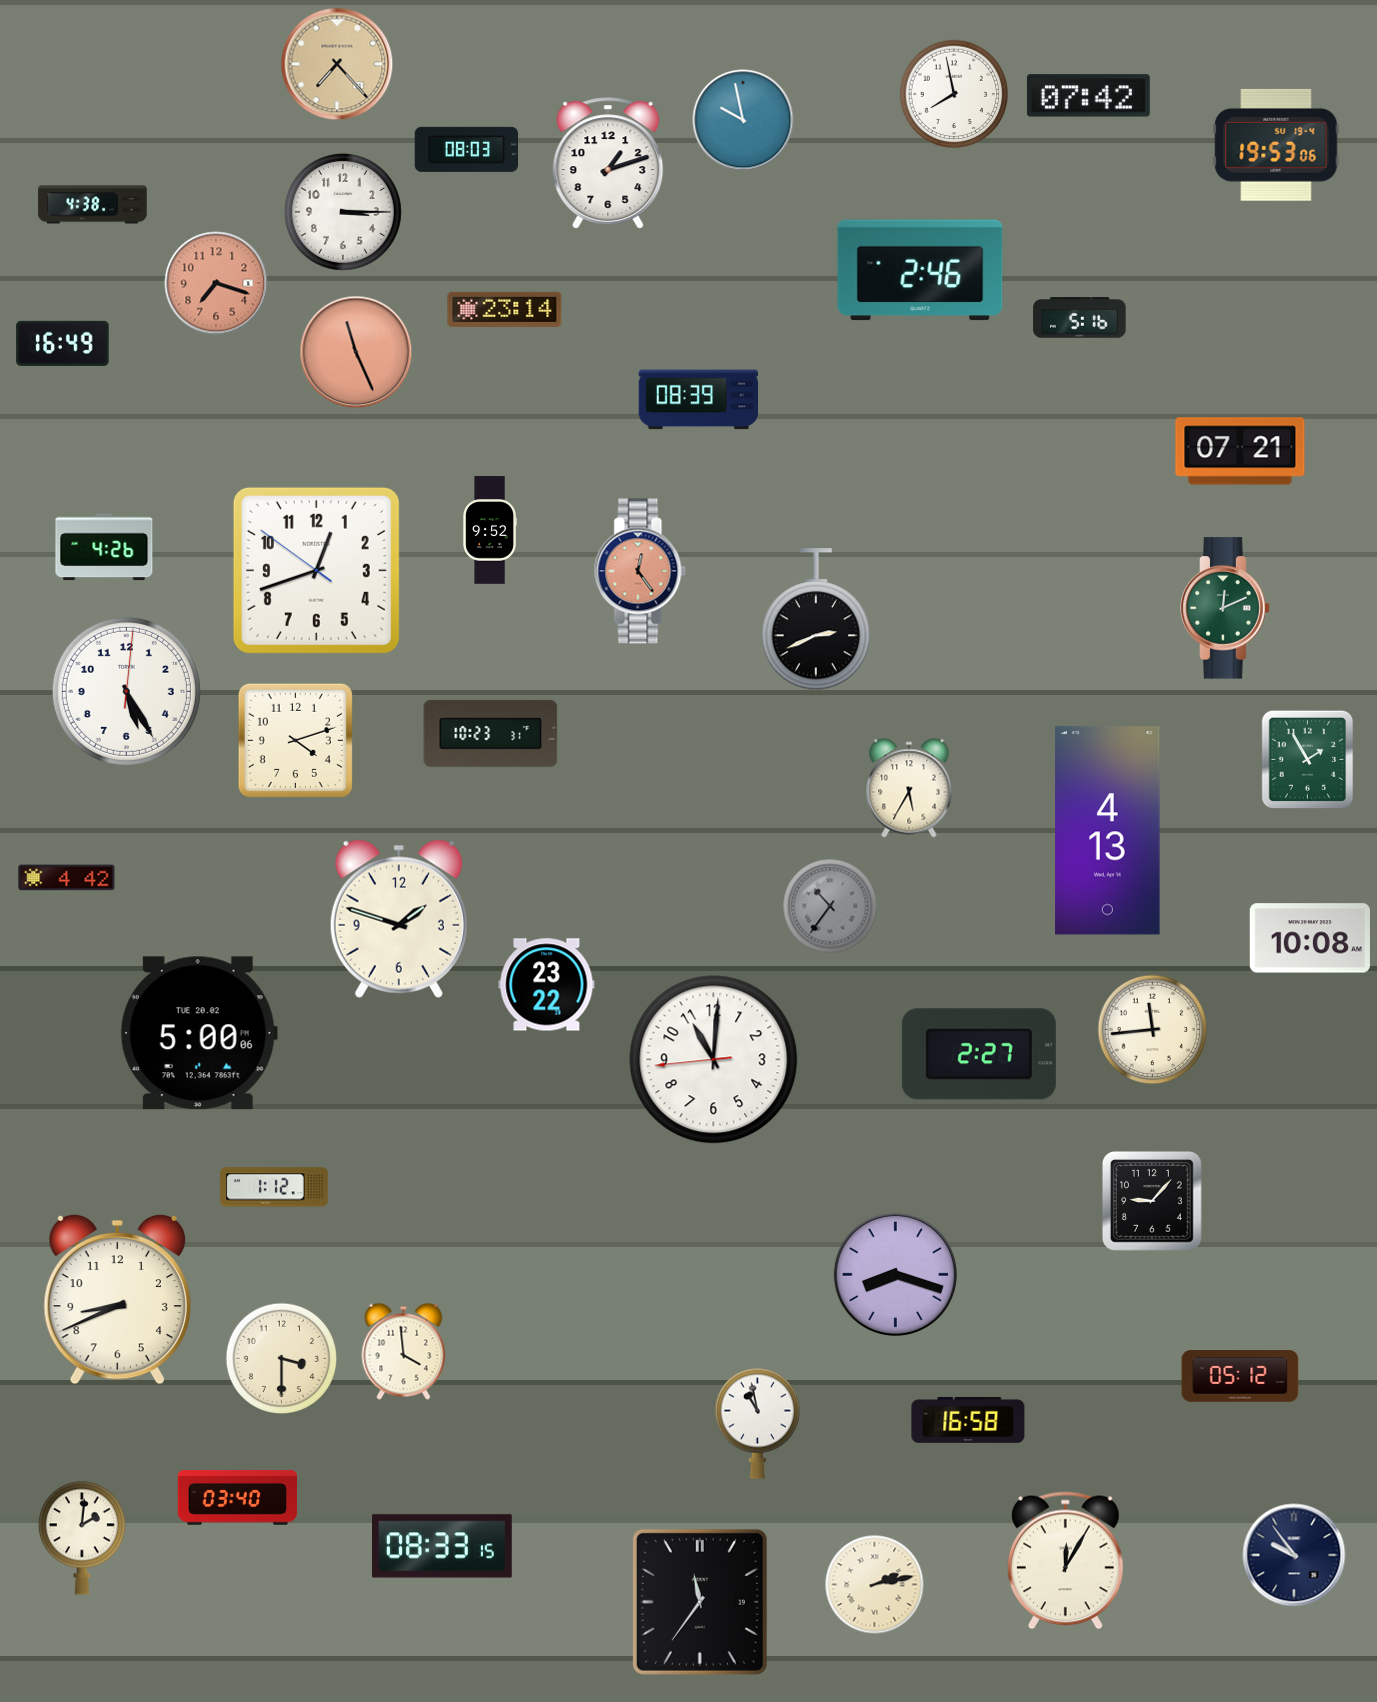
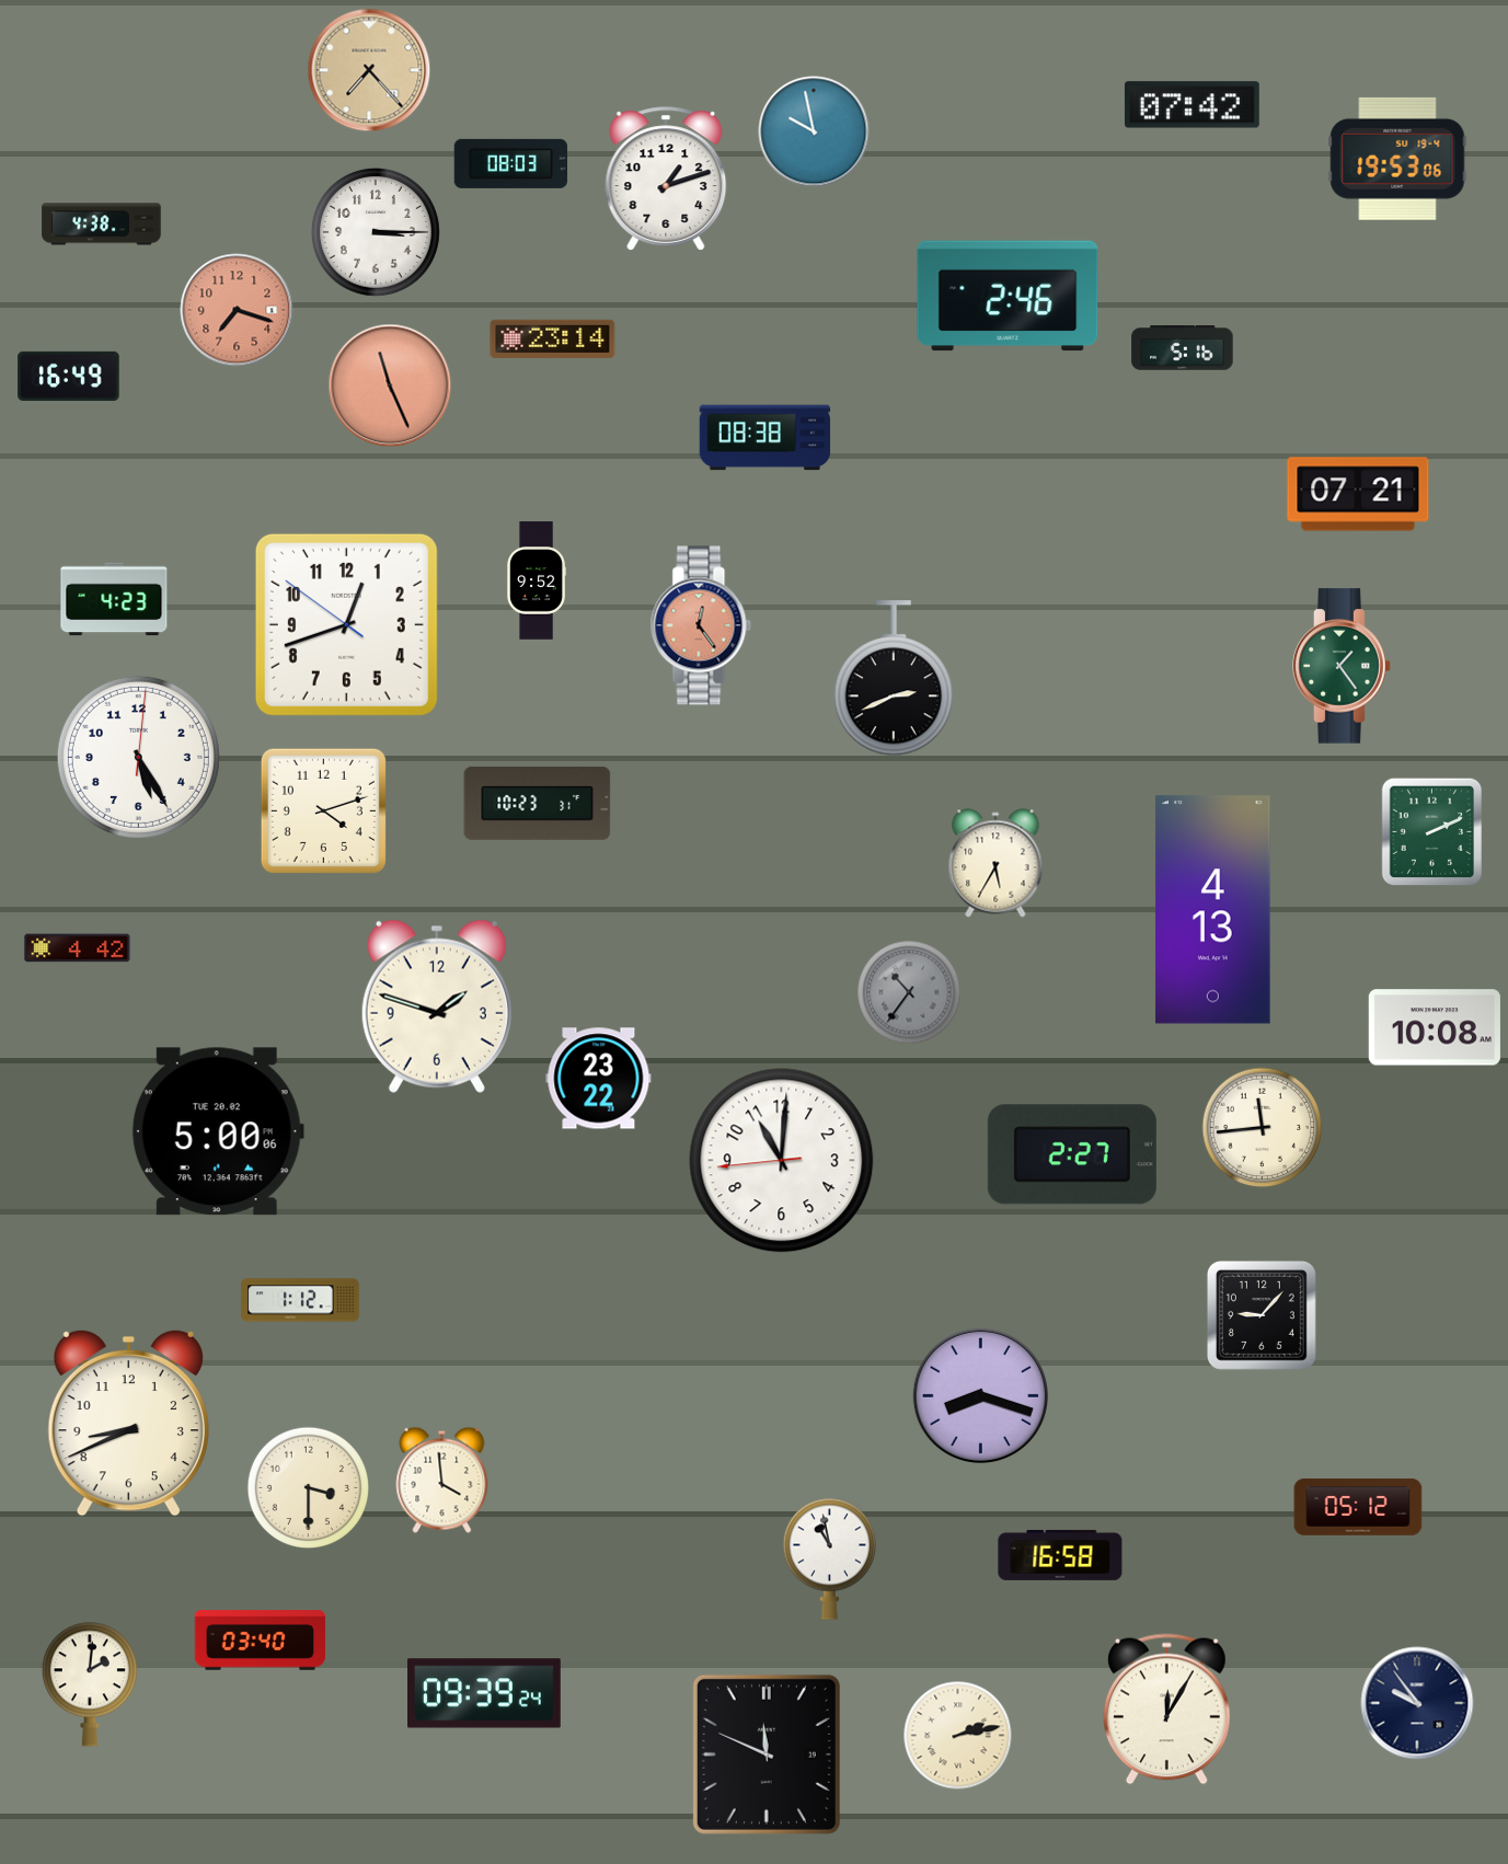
clock at (954, 94): 7:58 -> none
clock at (699, 400): 08:39 -> 08:38
clock at (104, 547): 4:26 -> 4:23
clock at (1225, 608): 12:11 -> 1:24
clock at (1308, 760): 1:55 -> 2:11
clock at (67, 878) position: (67, 878) -> (78, 948)
clock at (443, 1546): 08:33 -> 09:39
clock at (700, 1602): 11:36 -> 11:49
